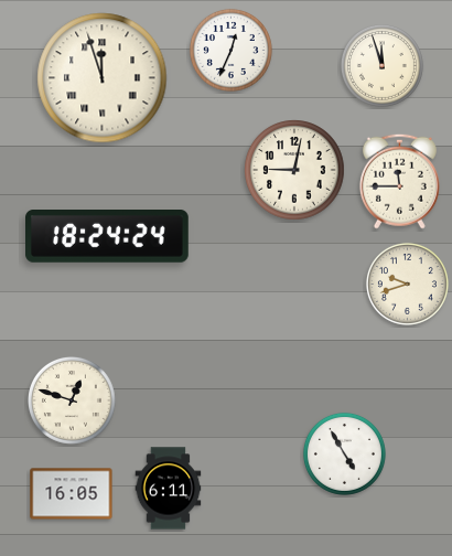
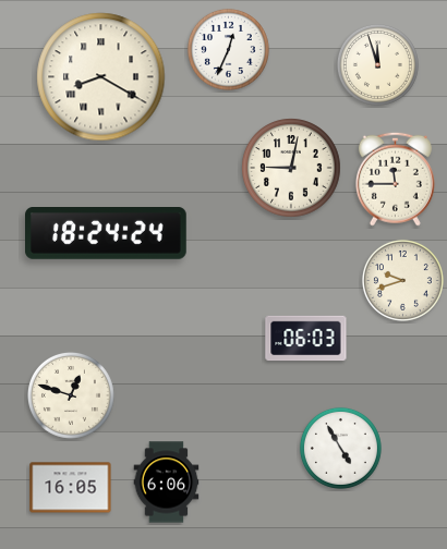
clock at (103, 78): 11:57 -> 8:20
clock at (306, 339): none -> 06:03
clock at (169, 489): 6:11 -> 6:06
